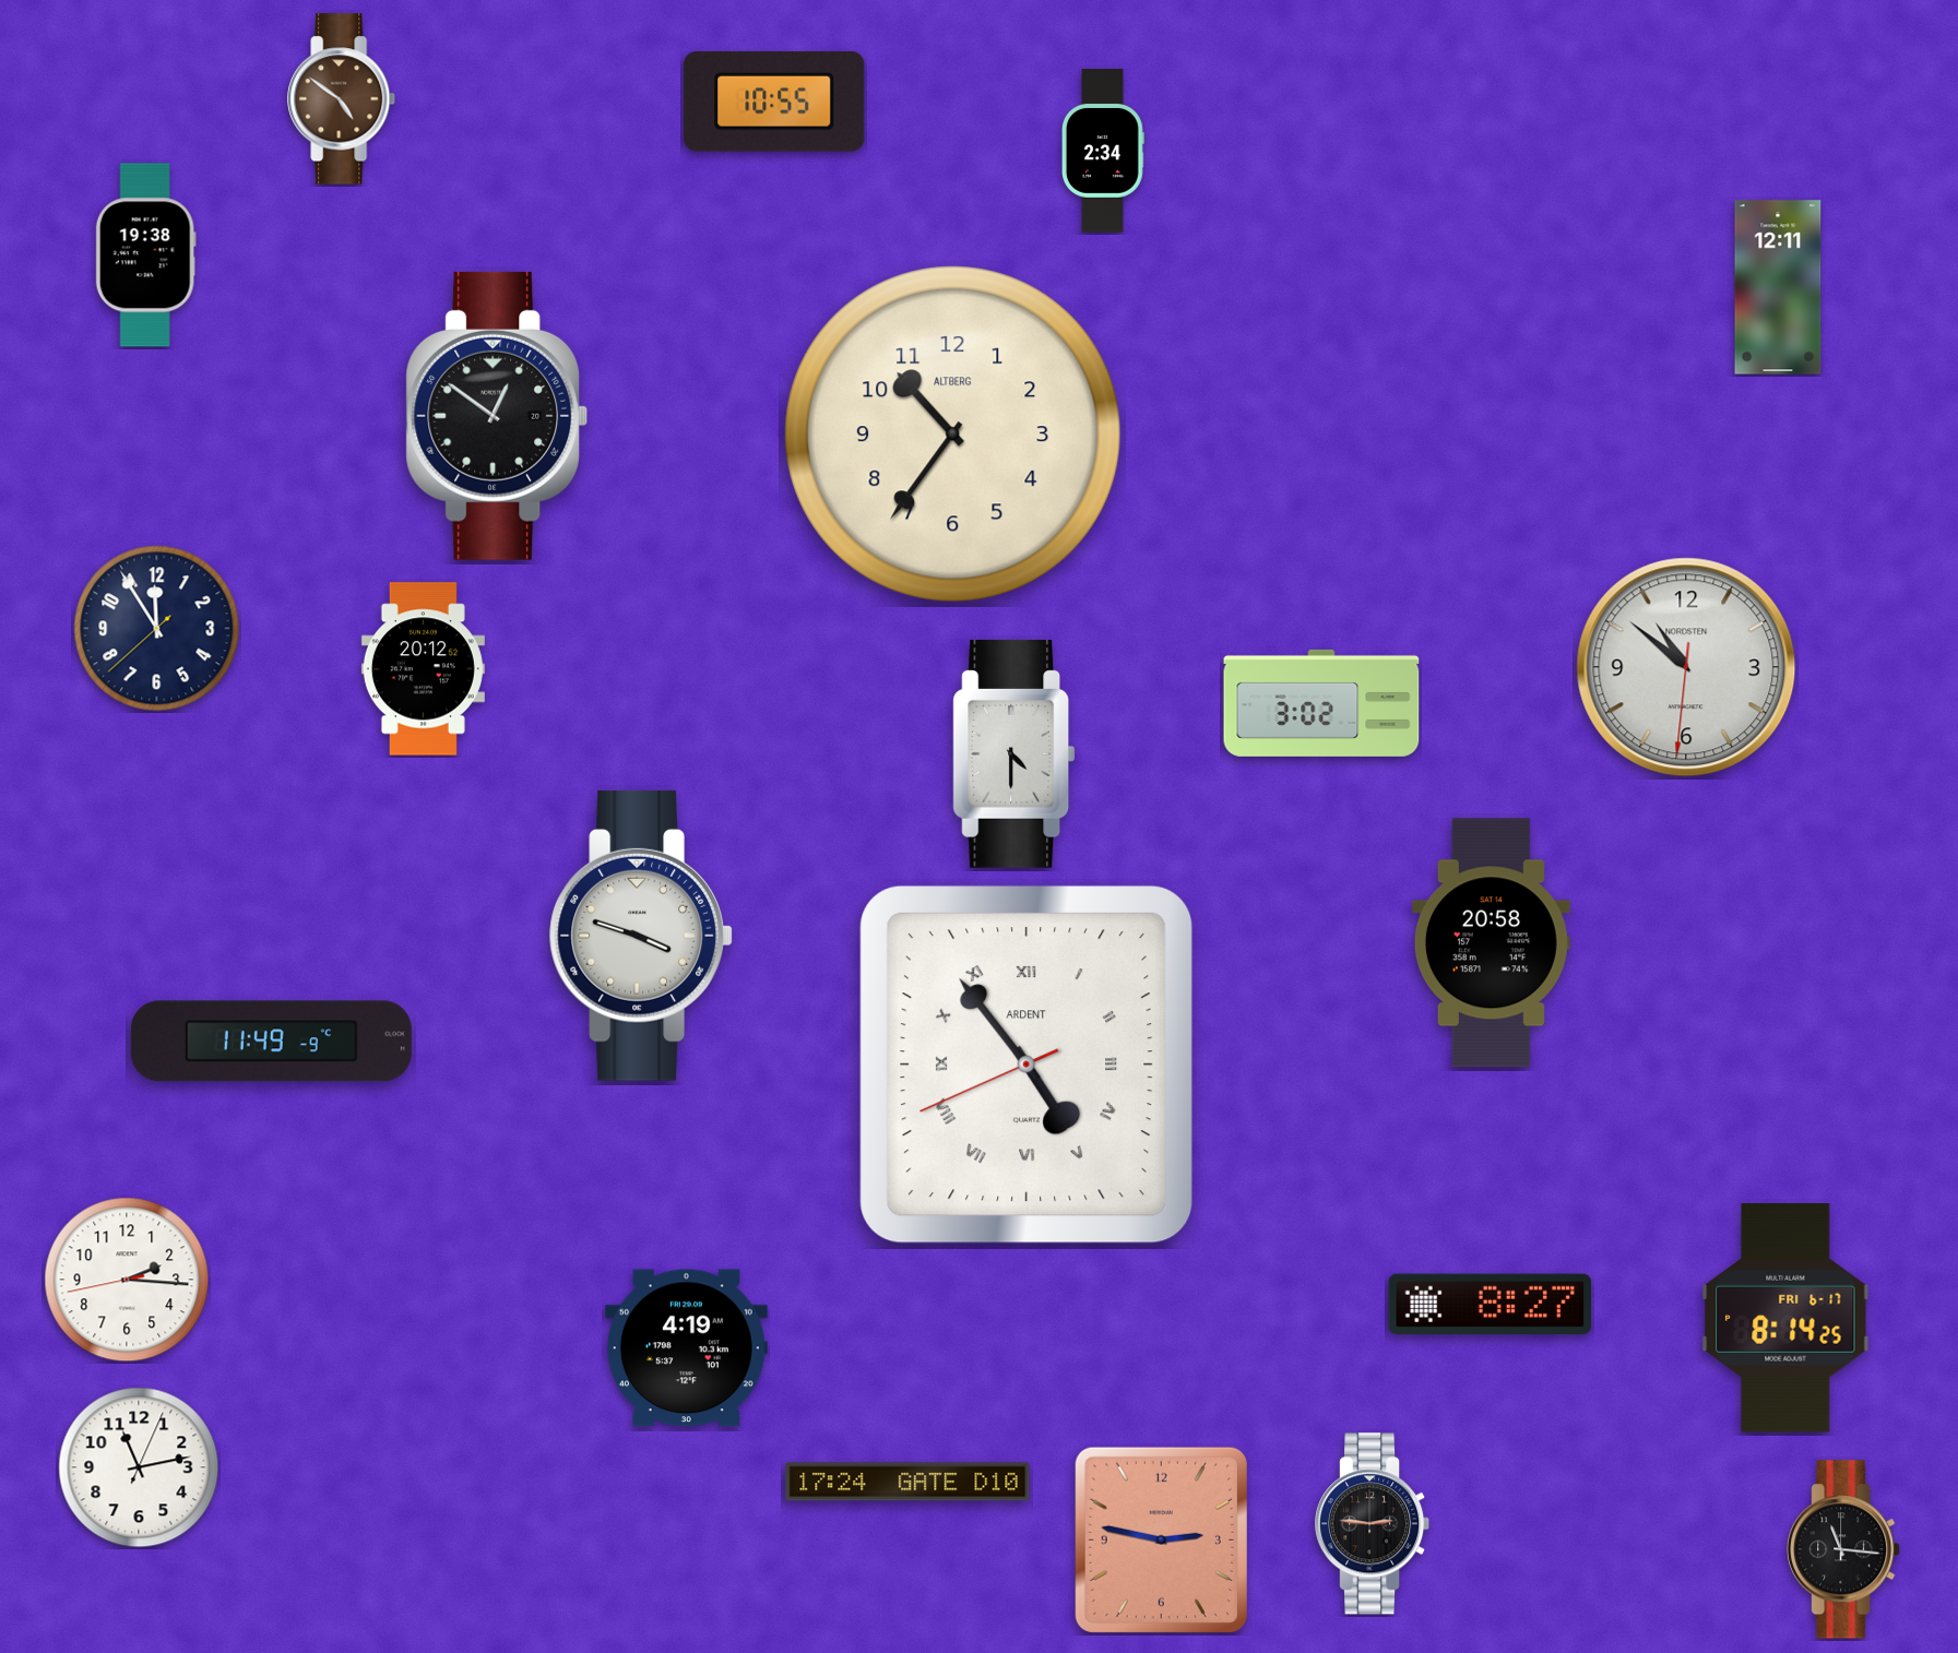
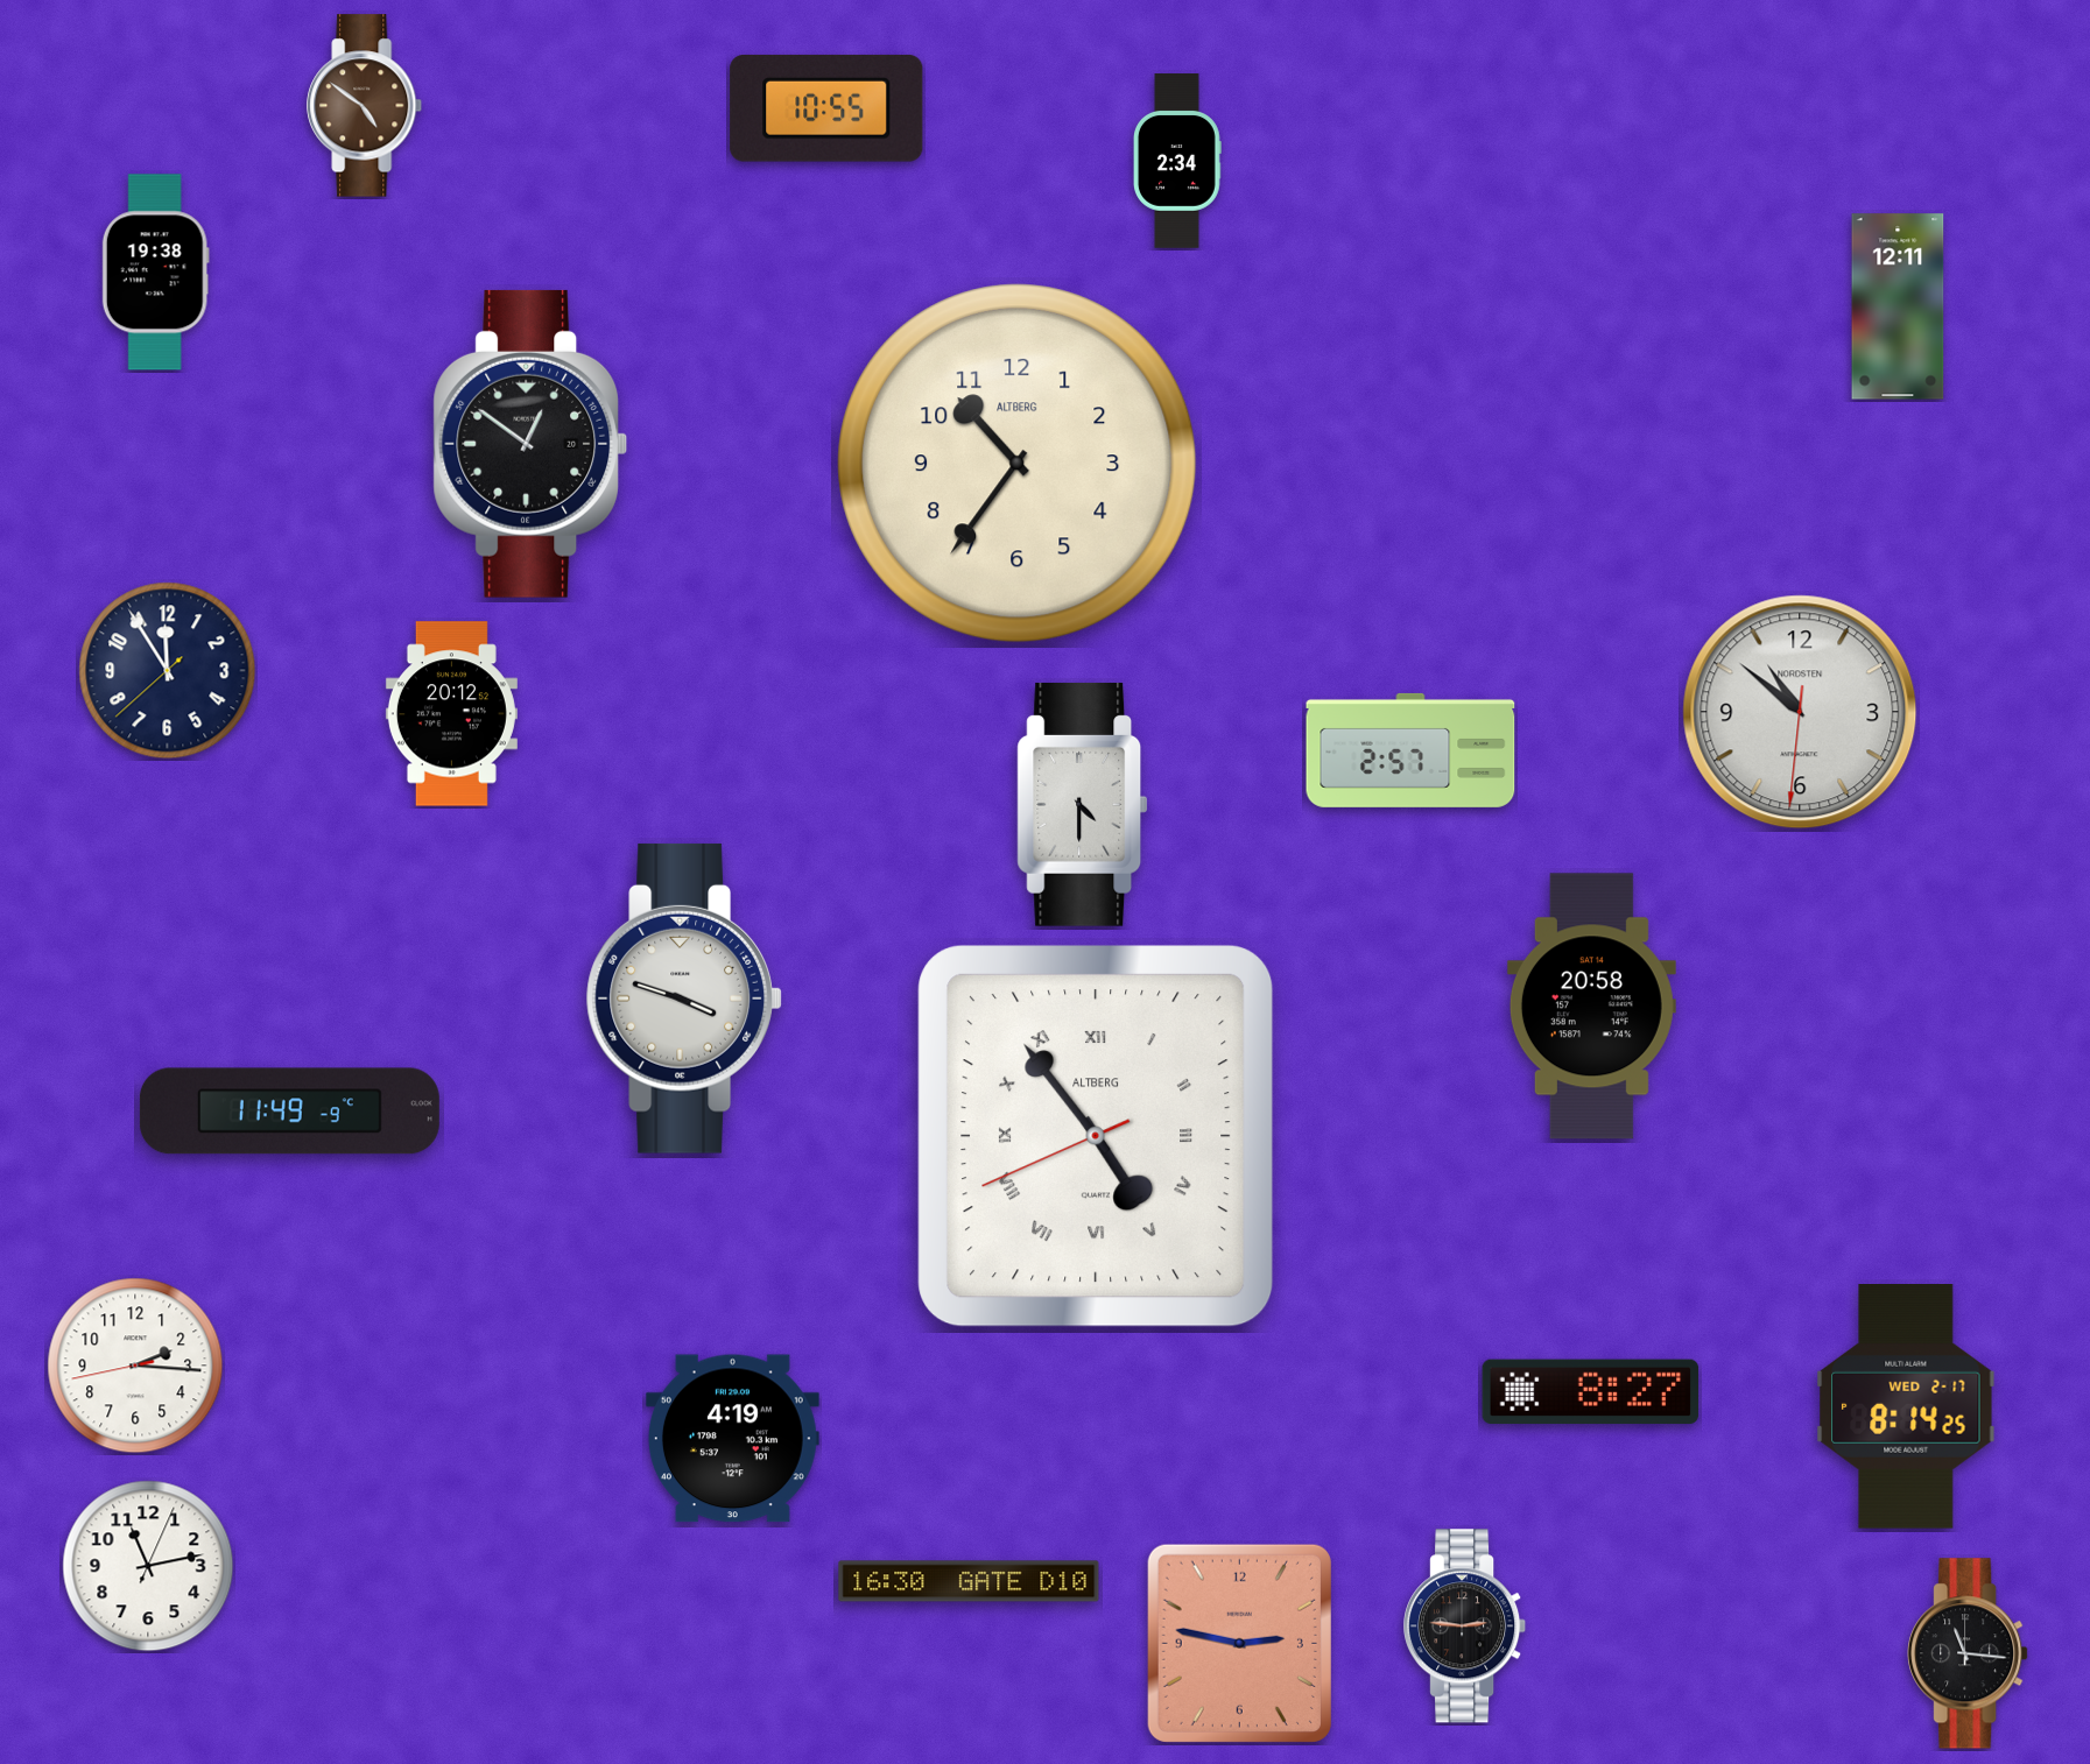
clock at (1321, 703): 3:02 -> 2:57
clock at (1027, 1065) brand: ARDENT -> ALTBERG
clock at (1785, 1319) date: FRI 6-17 -> WED 2-17
clock at (907, 1482): 17:24 -> 16:30
